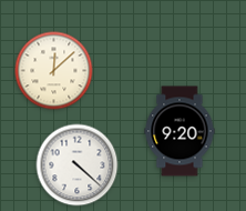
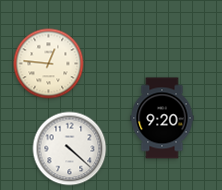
clock at (54, 71): 12:08 -> 12:46
